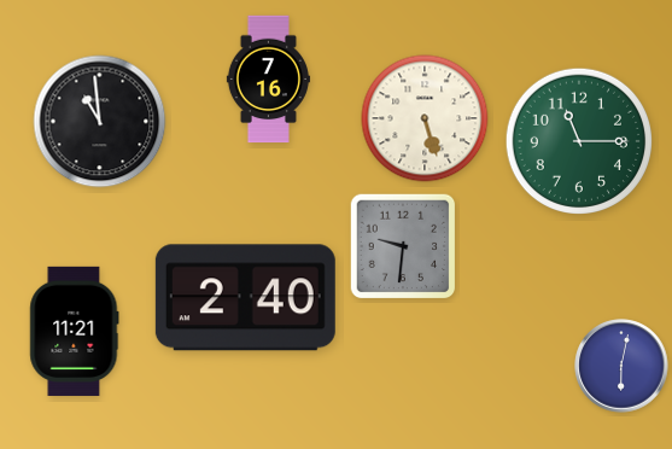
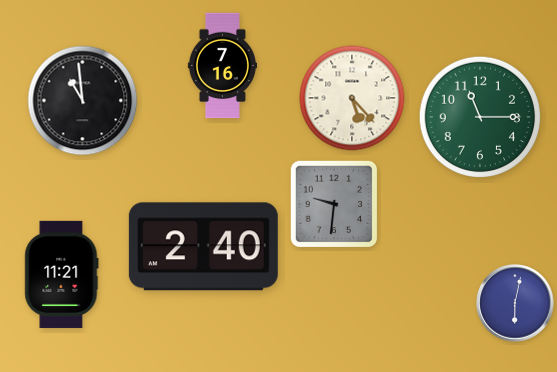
clock at (425, 118): 5:27 -> 5:23
